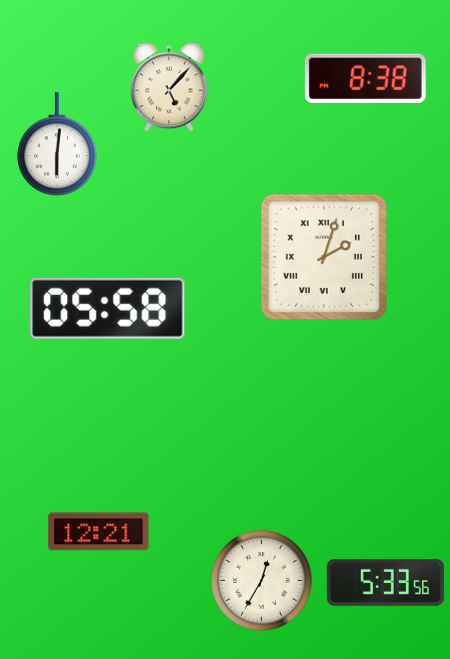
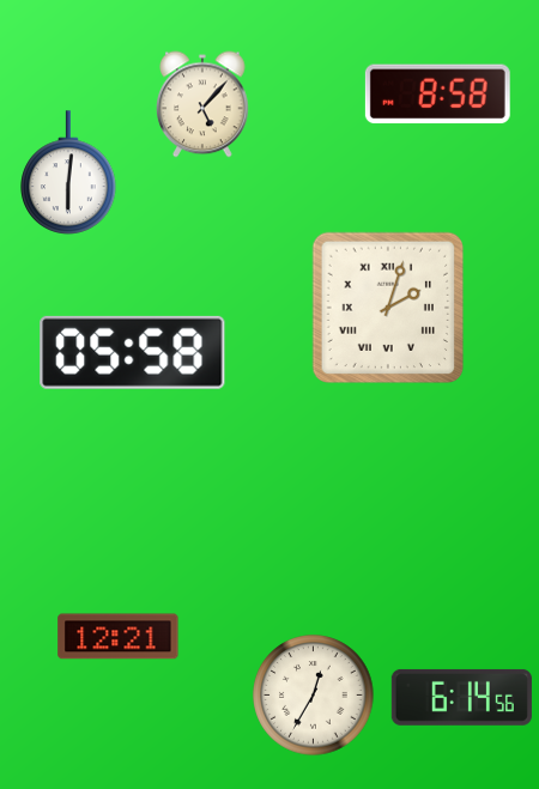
clock at (365, 79): 8:38 -> 8:58
clock at (108, 308) position: (108, 308) -> (133, 352)
clock at (385, 582): 5:33 -> 6:14
